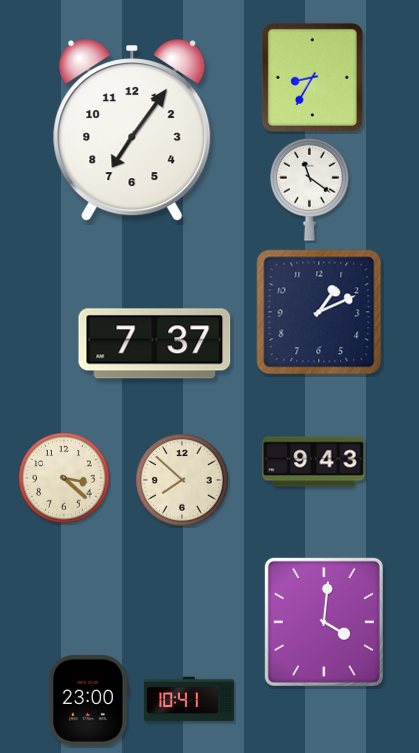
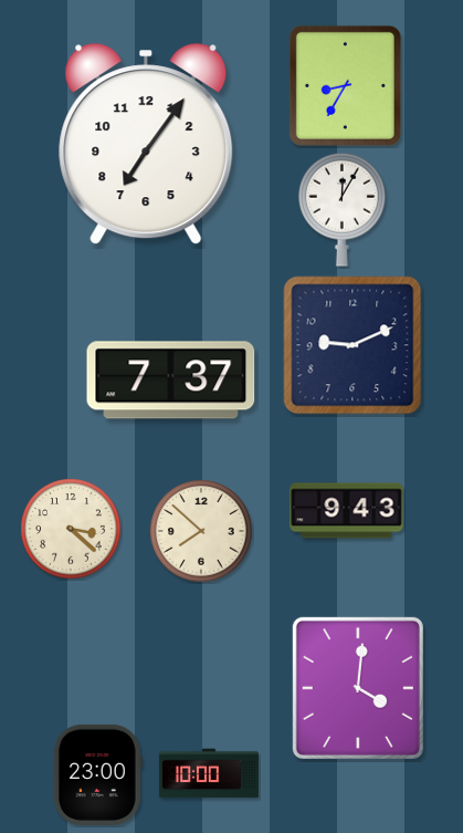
clock at (310, 189): 11:21 -> 12:05
clock at (319, 312): 1:11 -> 9:11
clock at (189, 699): 10:41 -> 10:00
